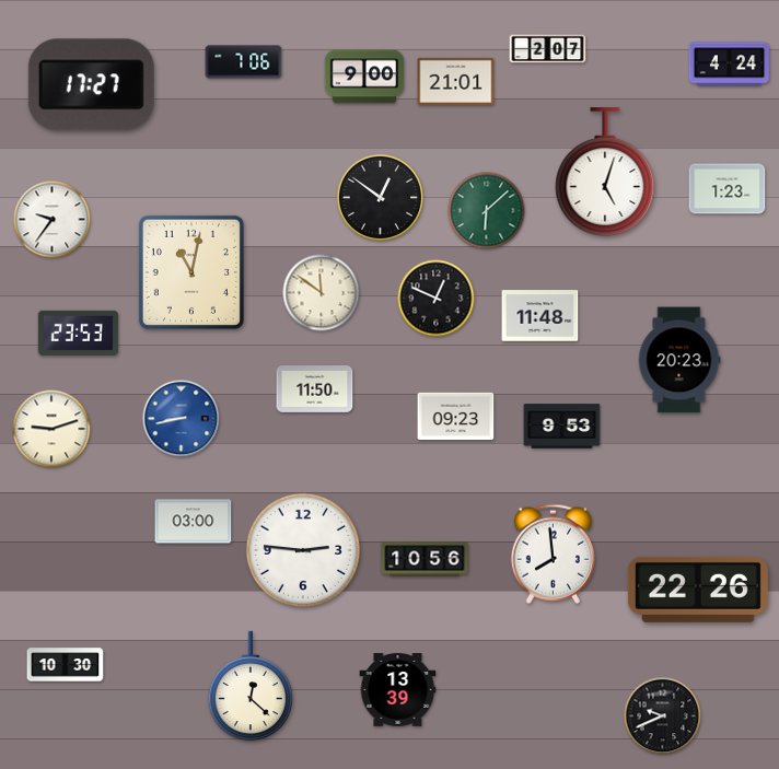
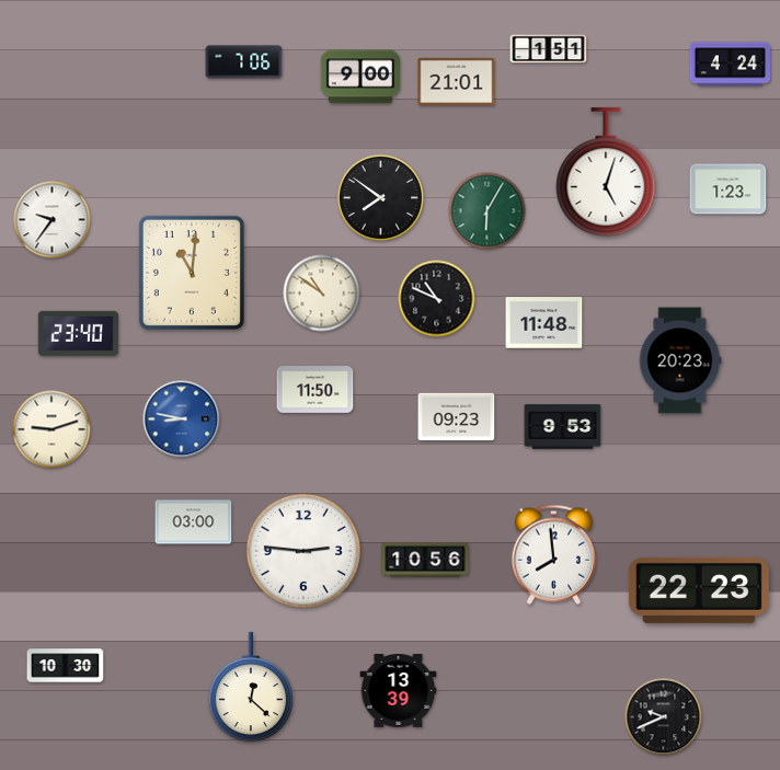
clock at (548, 49): 2:07 -> 1:51
clock at (364, 77) position: (364, 77) -> (360, 77)
clock at (91, 85): 17:27 -> none
clock at (381, 198): 12:51 -> 7:51
clock at (487, 211): 6:08 -> 6:05
clock at (191, 272): 11:02 -> 11:01
clock at (322, 293): 11:51 -> 10:51
clock at (437, 299): 12:49 -> 10:49
clock at (540, 316) position: (540, 316) -> (544, 323)
clock at (78, 333): 23:53 -> 23:40
clock at (182, 419): 8:43 -> 8:47
clock at (698, 590): 22:26 -> 22:23
